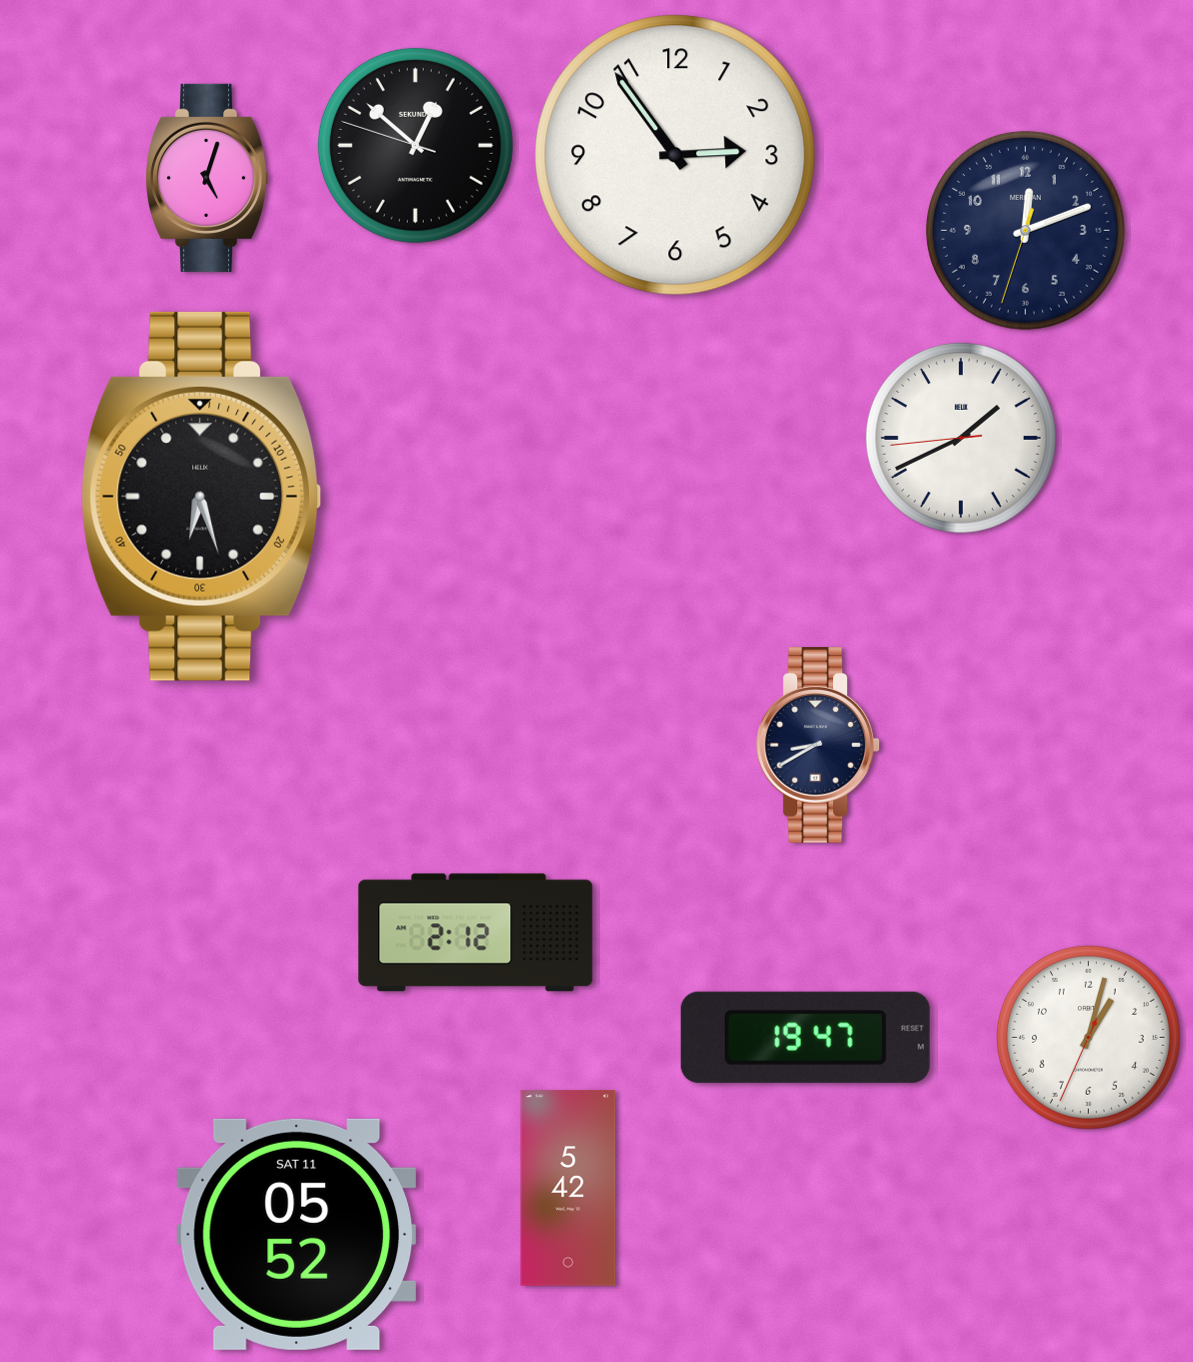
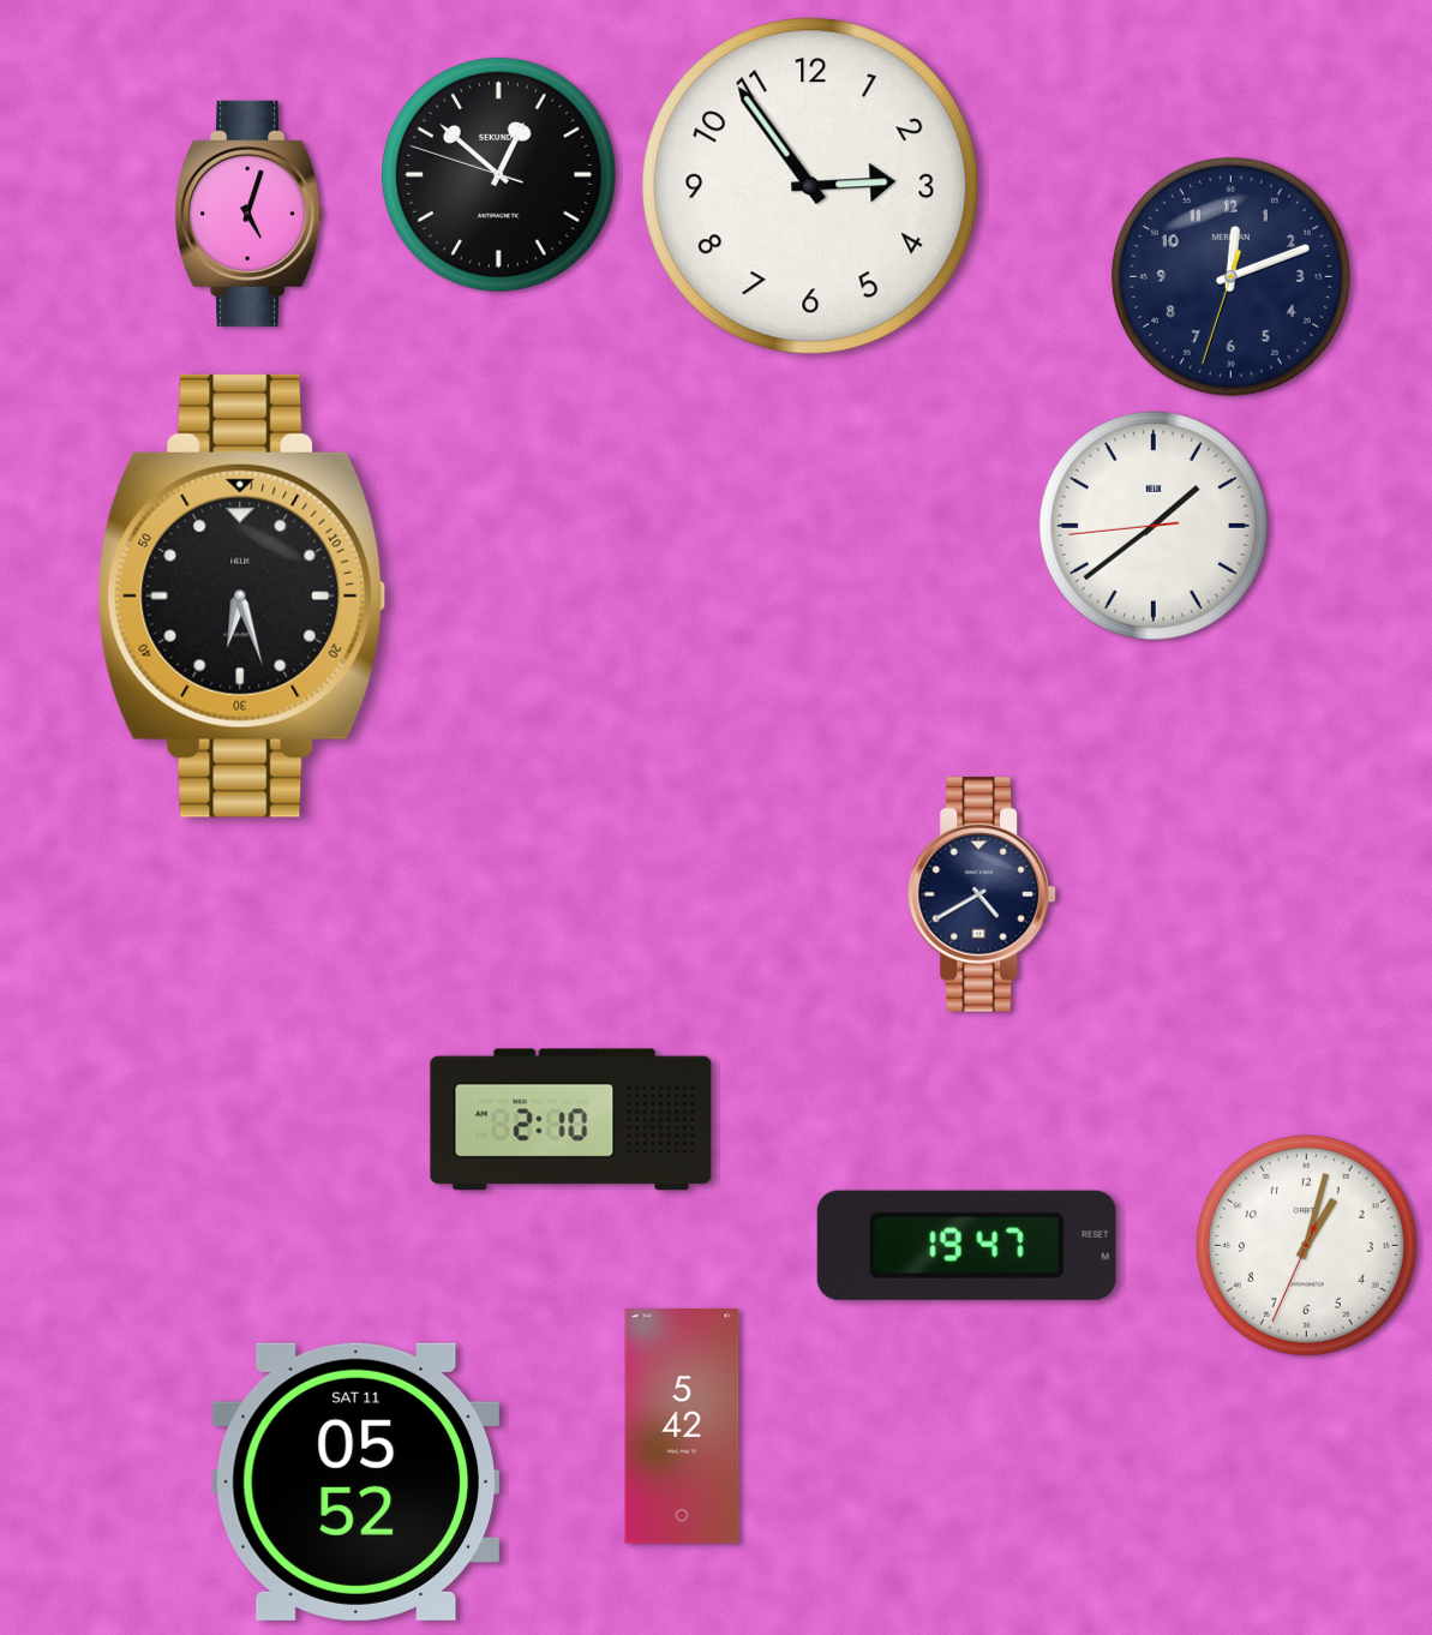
clock at (961, 438): 1:40 -> 1:38
clock at (818, 745): 8:40 -> 4:40
clock at (476, 933): 2:12 -> 2:10
